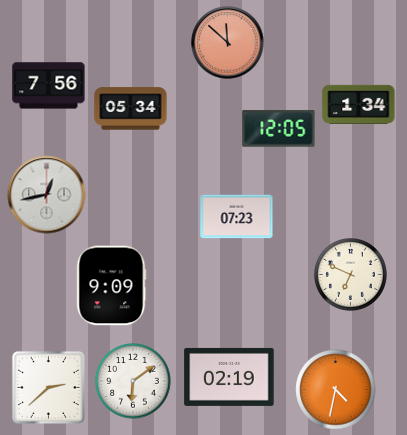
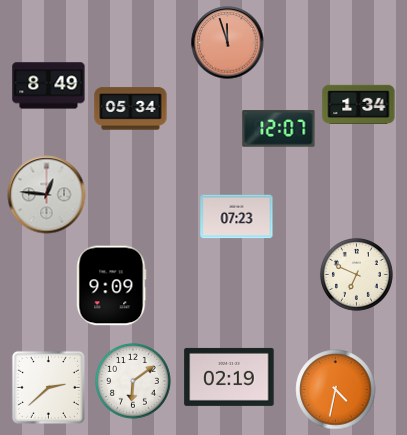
clock at (228, 43): 11:52 -> 11:57
clock at (49, 86): 7:56 -> 8:49
clock at (279, 129): 12:05 -> 12:07
clock at (47, 195): 12:43 -> 12:46
clock at (351, 275) position: (351, 275) -> (357, 275)
